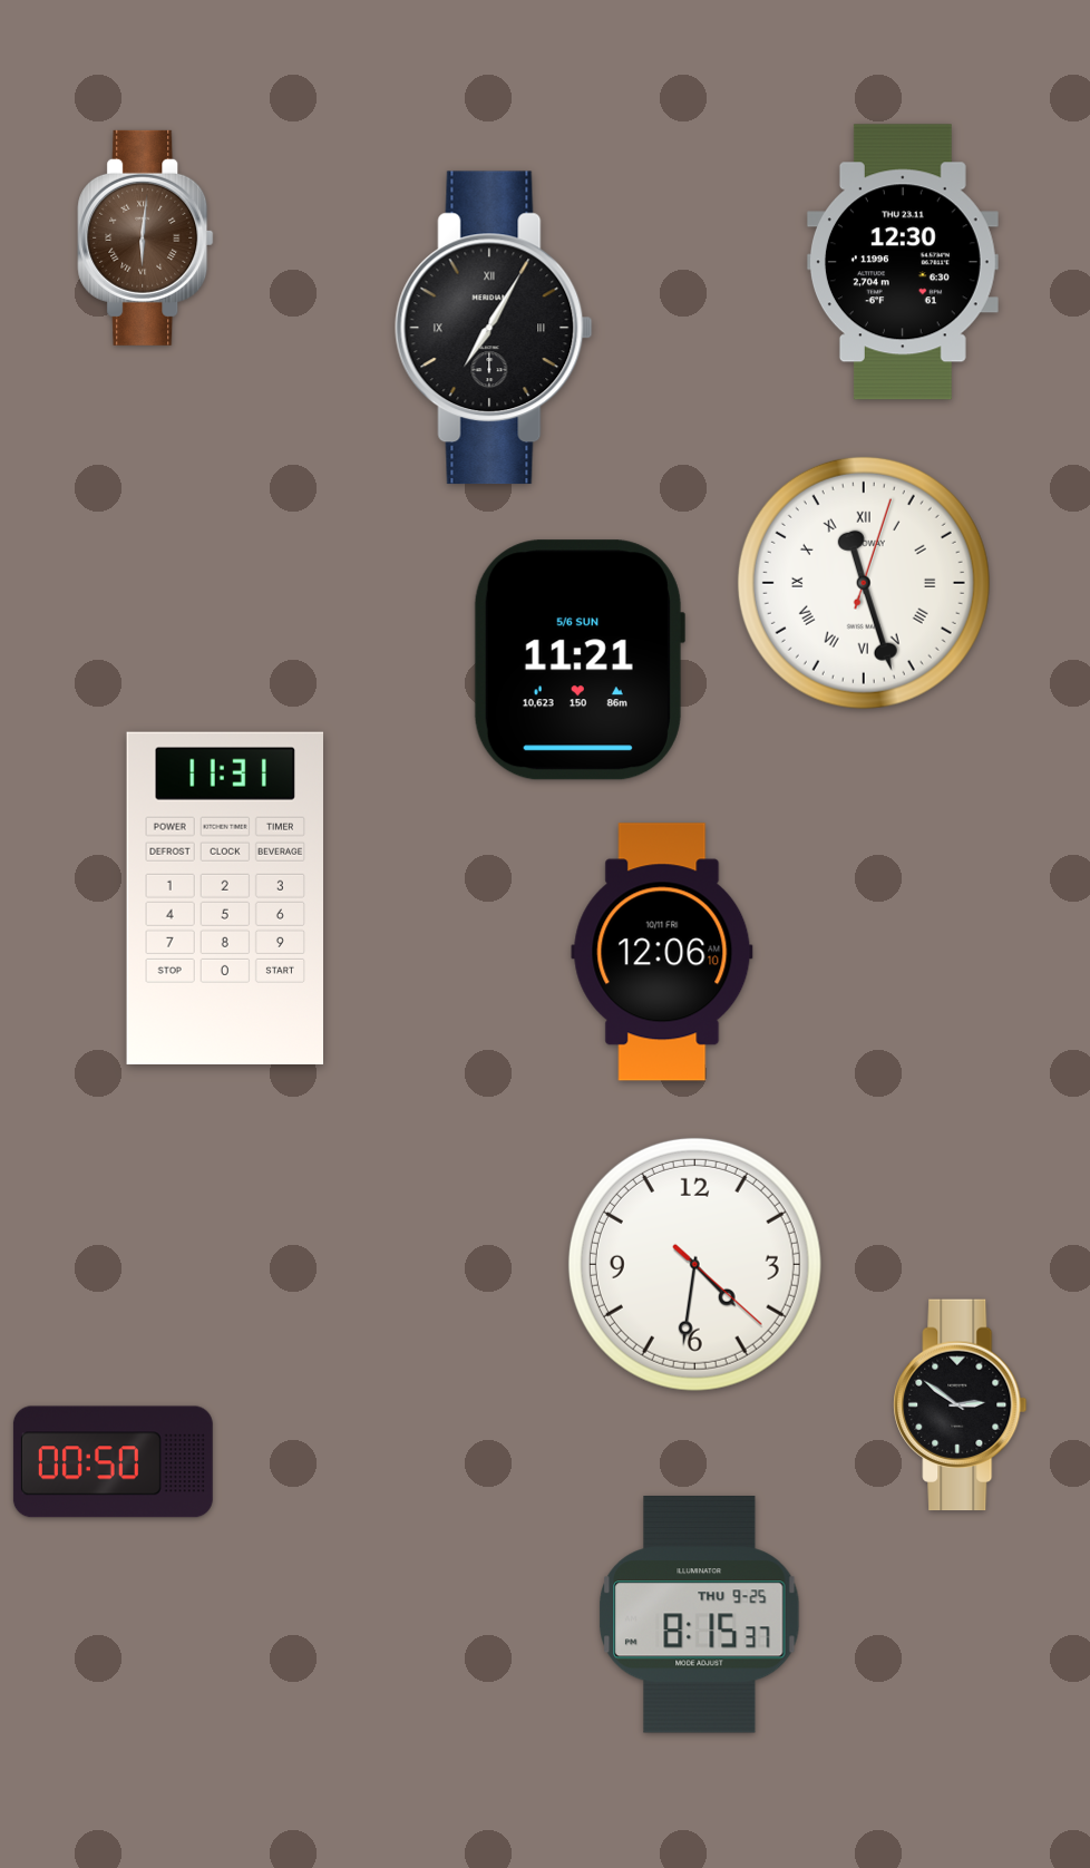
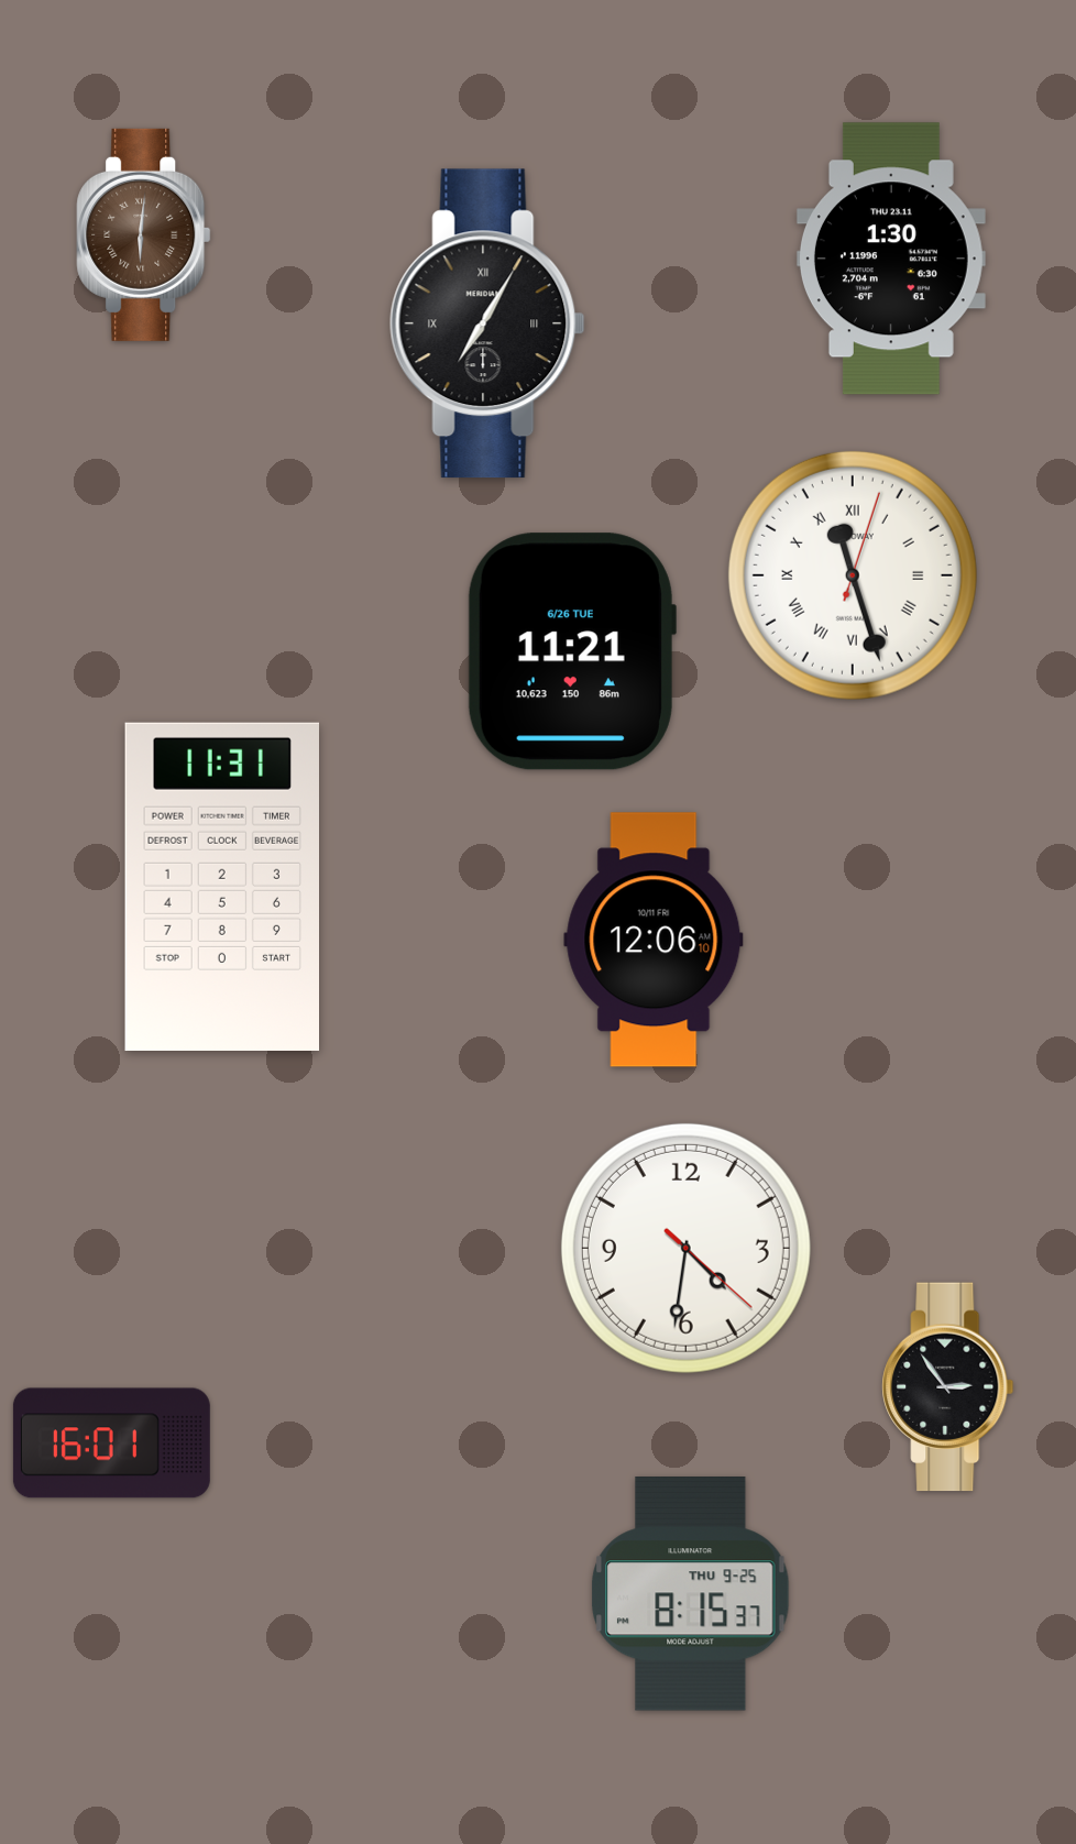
clock at (903, 262): 12:30 -> 1:30
clock at (578, 660) date: 5/6 SUN -> 6/26 TUE
clock at (961, 1405): 2:51 -> 2:54
clock at (113, 1462): 00:50 -> 16:01
